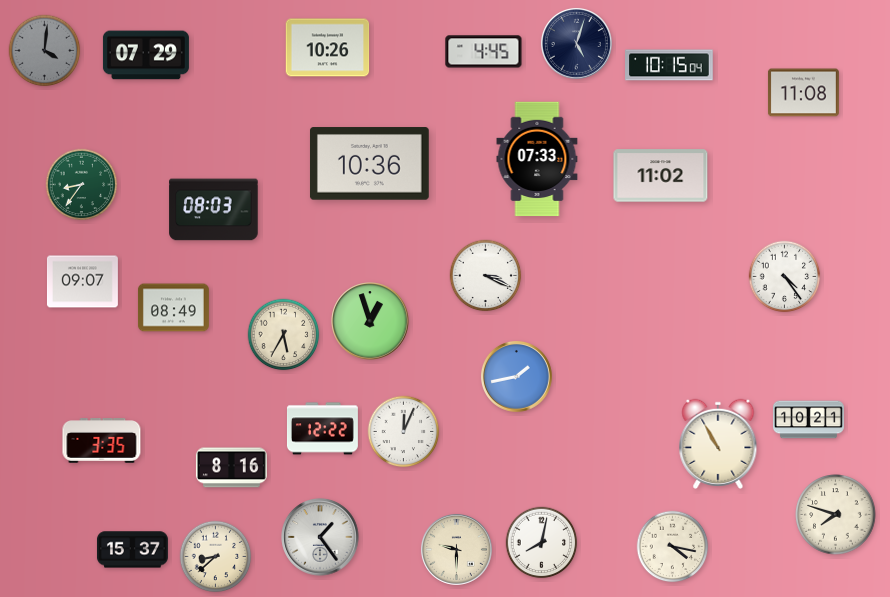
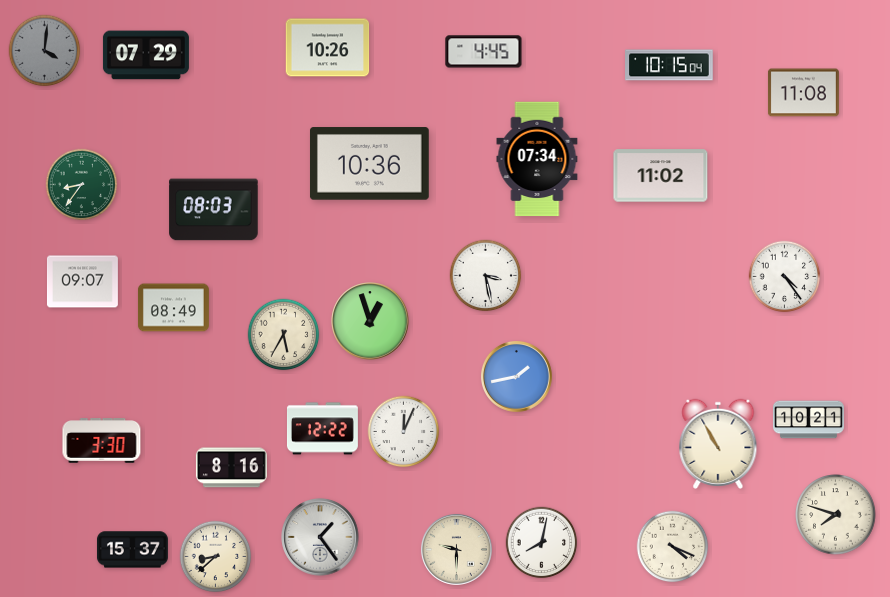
clock at (576, 43): 5:03 -> none
clock at (537, 159): 07:33 -> 07:34
clock at (486, 276): 3:19 -> 3:28
clock at (102, 441): 3:35 -> 3:30
clock at (673, 547): 4:17 -> 4:19
